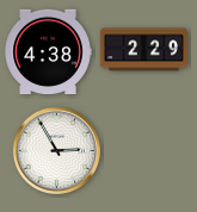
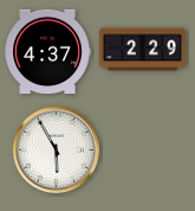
clock at (48, 52): 4:38 -> 4:37
clock at (56, 150): 2:55 -> 5:55
